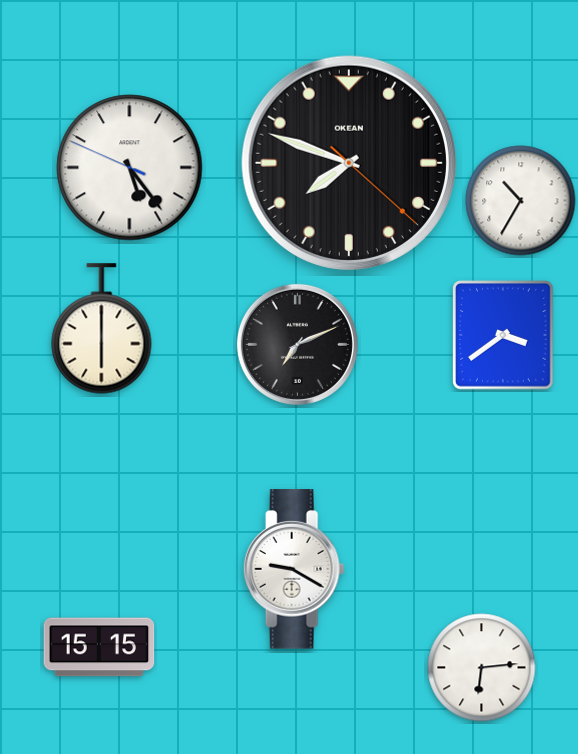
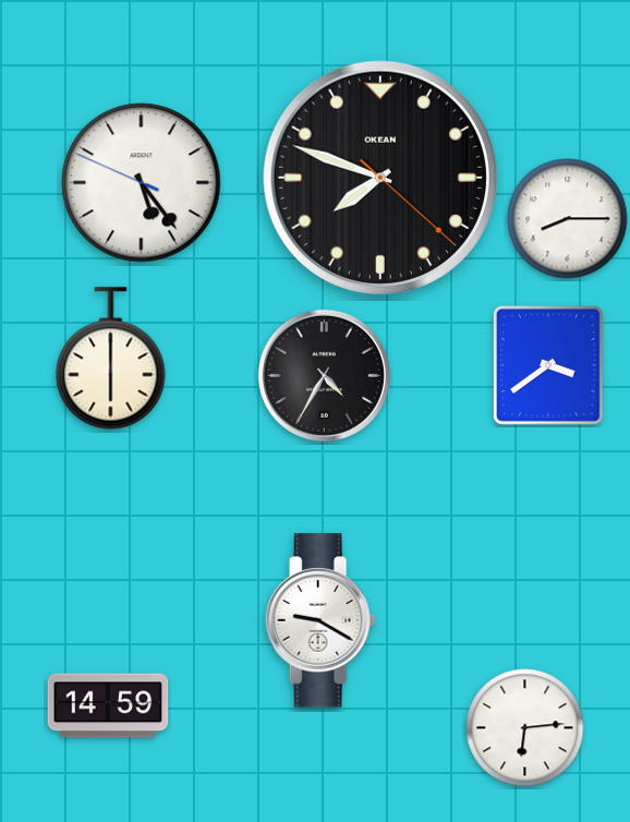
clock at (521, 201): 10:35 -> 8:15
clock at (297, 344): 7:11 -> 4:35
clock at (99, 647): 15:15 -> 14:59
